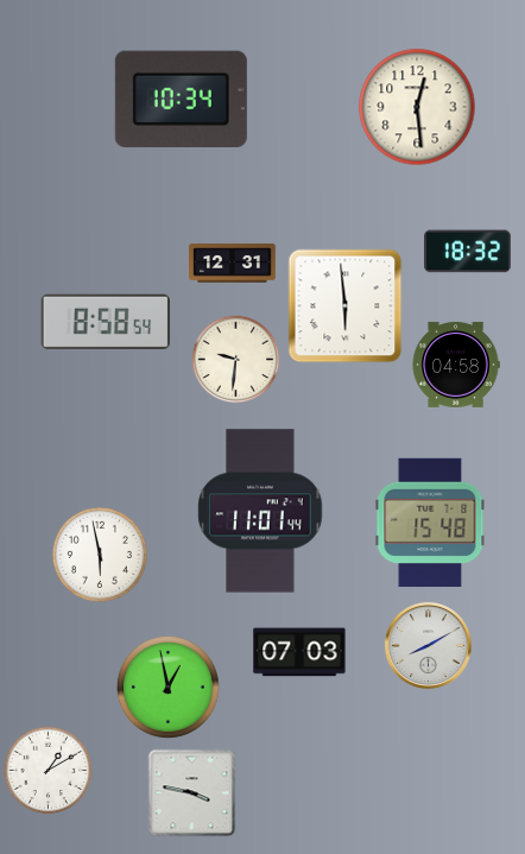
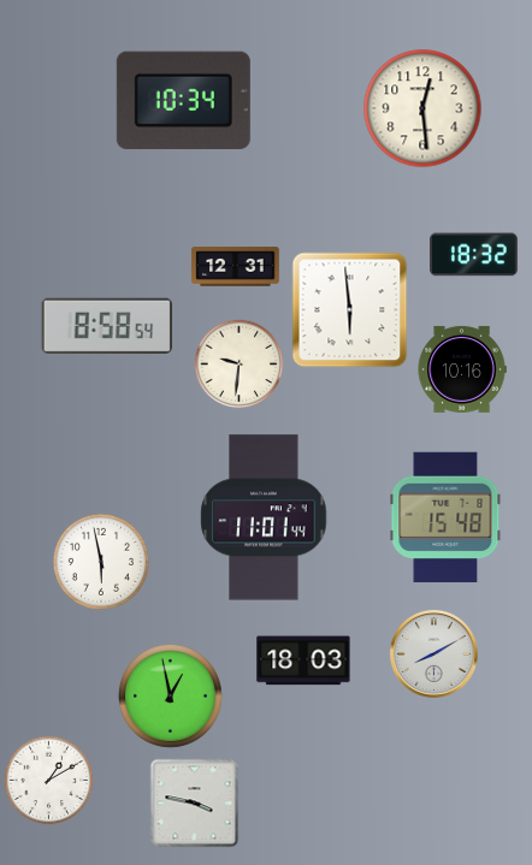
clock at (456, 365): 04:58 -> 10:16
clock at (430, 523) position: (430, 523) -> (445, 517)
clock at (299, 652): 07:03 -> 18:03
